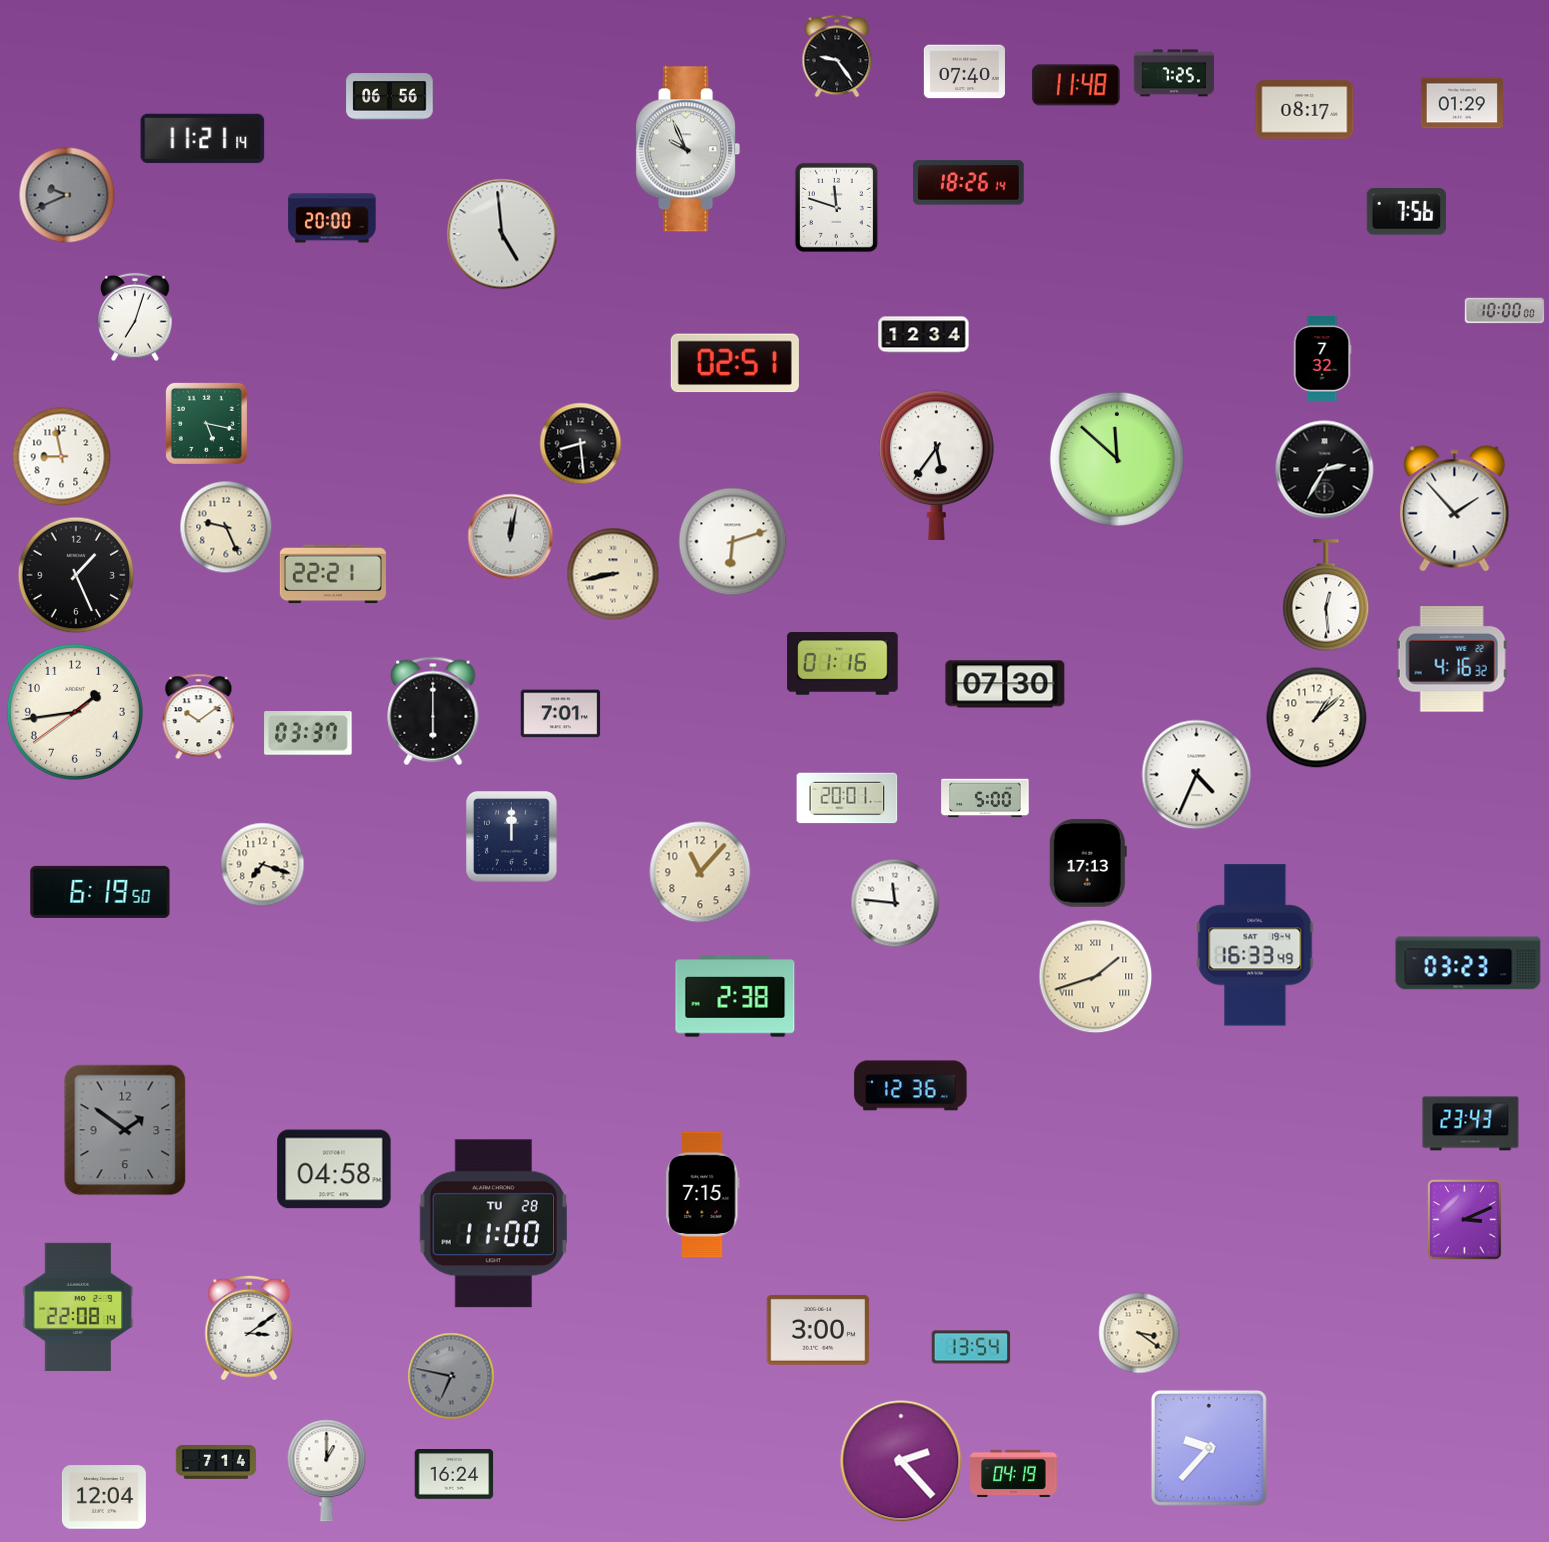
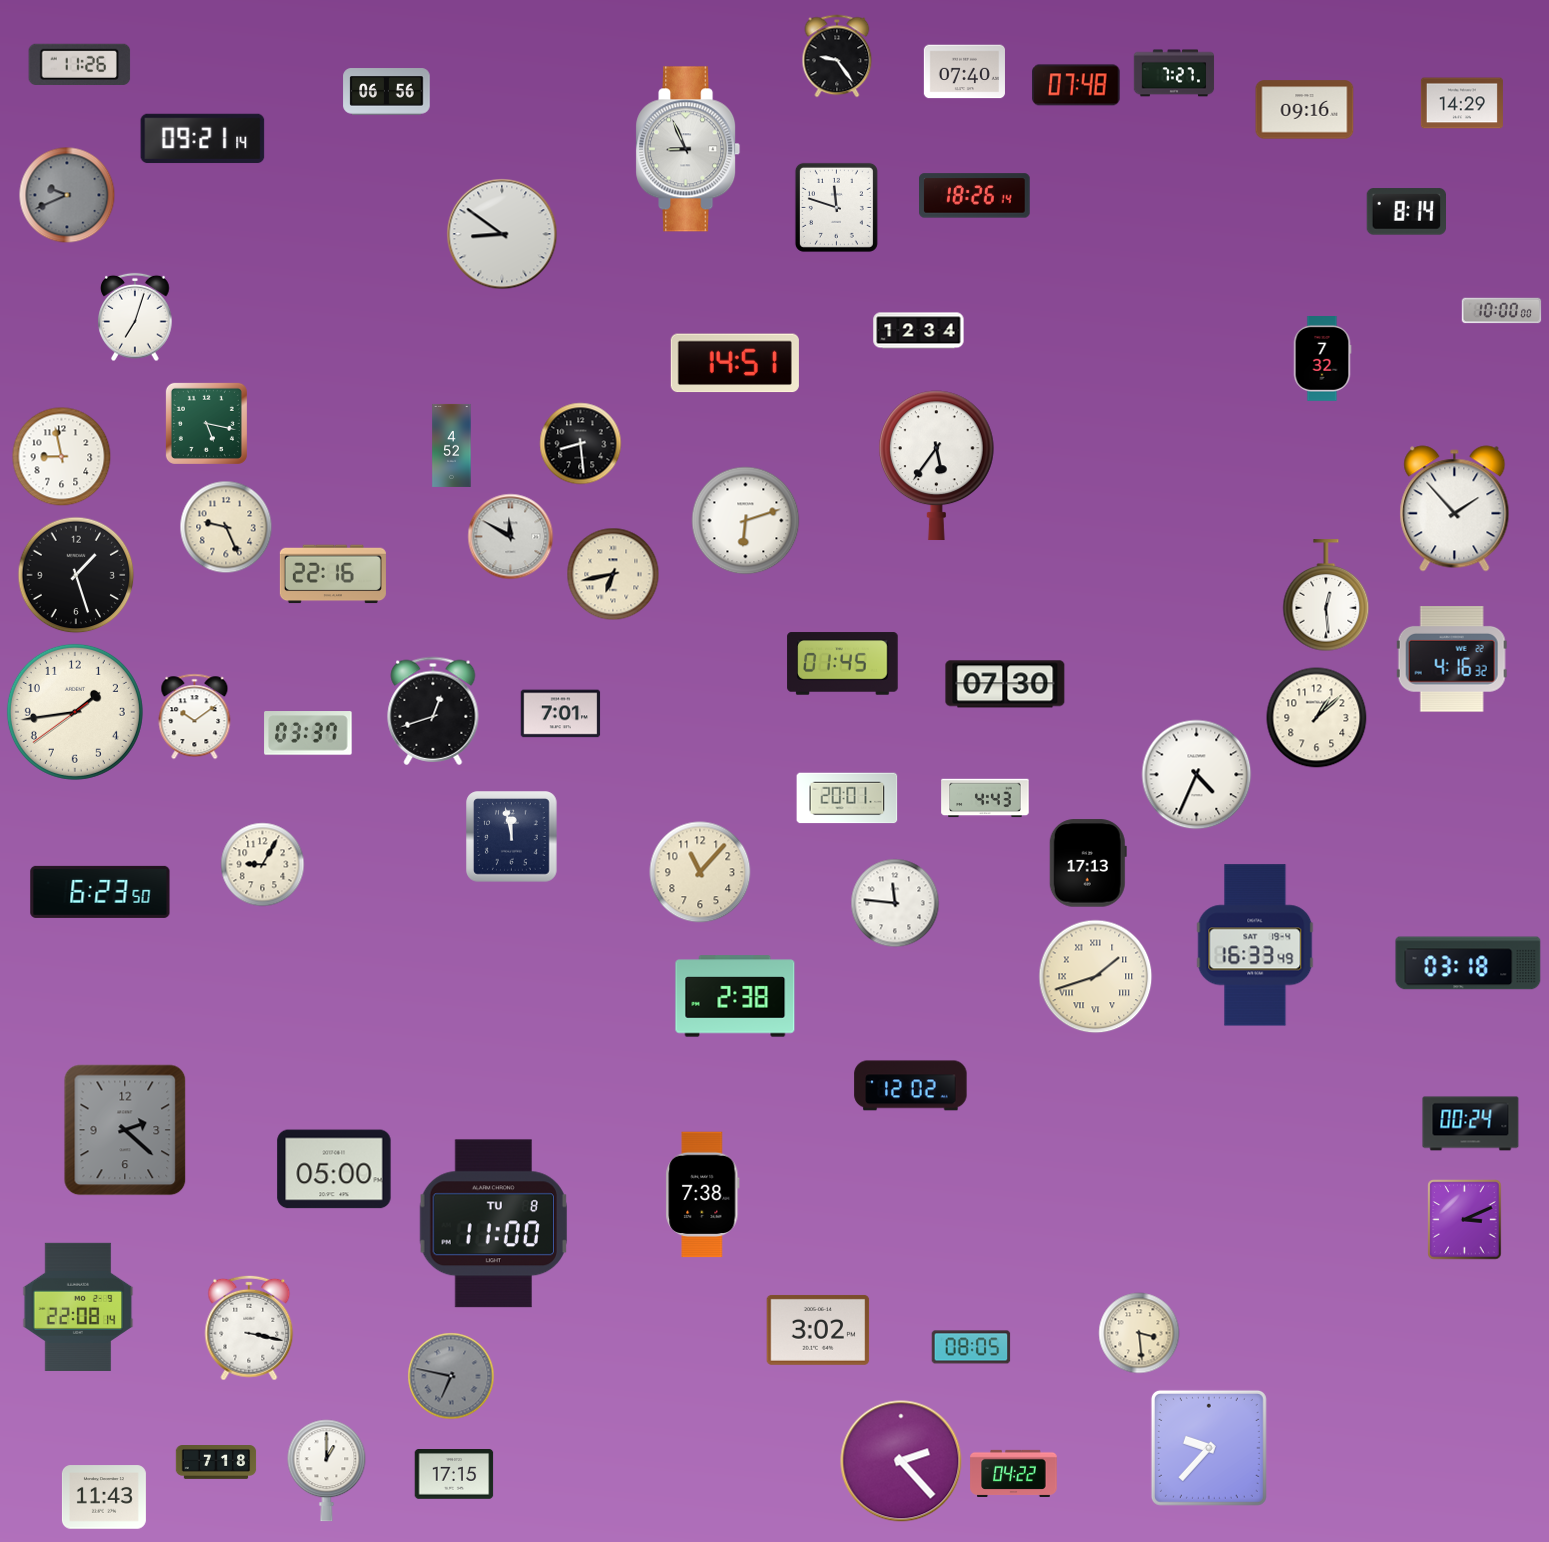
clock at (80, 64): none -> 11:26
clock at (1174, 73): 7:25 -> 7:27
clock at (1076, 85): 11:48 -> 07:48
clock at (390, 97) position: (390, 97) -> (387, 92)
clock at (1462, 103): 01:29 -> 14:29
clock at (1305, 110): 08:17 -> 09:16
clock at (203, 139): 11:21 -> 09:21
clock at (688, 149): 9:56 -> 8:56
clock at (969, 183) position: (969, 183) -> (975, 196)
clock at (1407, 212): 7:56 -> 8:14
clock at (332, 218): 20:00 -> none
clock at (502, 234): 4:59 -> 8:51
clock at (1505, 311) position: (1505, 311) -> (1502, 311)
clock at (924, 335) position: (924, 335) -> (919, 331)
clock at (735, 363): 02:51 -> 14:51
clock at (452, 445): none -> 4:52
clock at (1117, 459): 11:52 -> none
clock at (1325, 470): 2:35 -> none
clock at (511, 537): 12:02 -> 11:50
clock at (733, 542) position: (733, 542) -> (746, 521)
clock at (333, 574): 22:21 -> 22:16
clock at (613, 574): 8:43 -> 6:43
clock at (76, 575): 1:26 -> 1:27
clock at (843, 664): 01:16 -> 01:45
clock at (433, 711): 6:00 -> 12:42
clock at (199, 717) position: (199, 717) -> (195, 717)
clock at (985, 798): 5:00 -> 4:43
clock at (512, 837): 12:00 -> 11:58
clock at (263, 865): 7:18 -> 9:05
clock at (100, 892): 6:19 -> 6:23
clock at (1468, 963): 03:23 -> 03:18
clock at (911, 1086): 12:36 -> 12:02
clock at (1471, 1124): 23:43 -> 00:24
clock at (125, 1130): 1:51 -> 2:22
clock at (334, 1169): 04:58 -> 05:00
clock at (703, 1195): 7:15 -> 7:38
clock at (493, 1224) date: TU 28 -> TU 8
clock at (249, 1328): 3:09 -> 3:17
clock at (818, 1330): 3:00 -> 3:02
clock at (1139, 1333): 3:21 -> 3:29
clock at (971, 1347): 13:54 -> 08:05
clock at (216, 1463): 7:14 -> 7:18
clock at (1014, 1473): 04:19 -> 04:22
clock at (454, 1475): 16:24 -> 17:15
clock at (104, 1497): 12:04 -> 11:43
